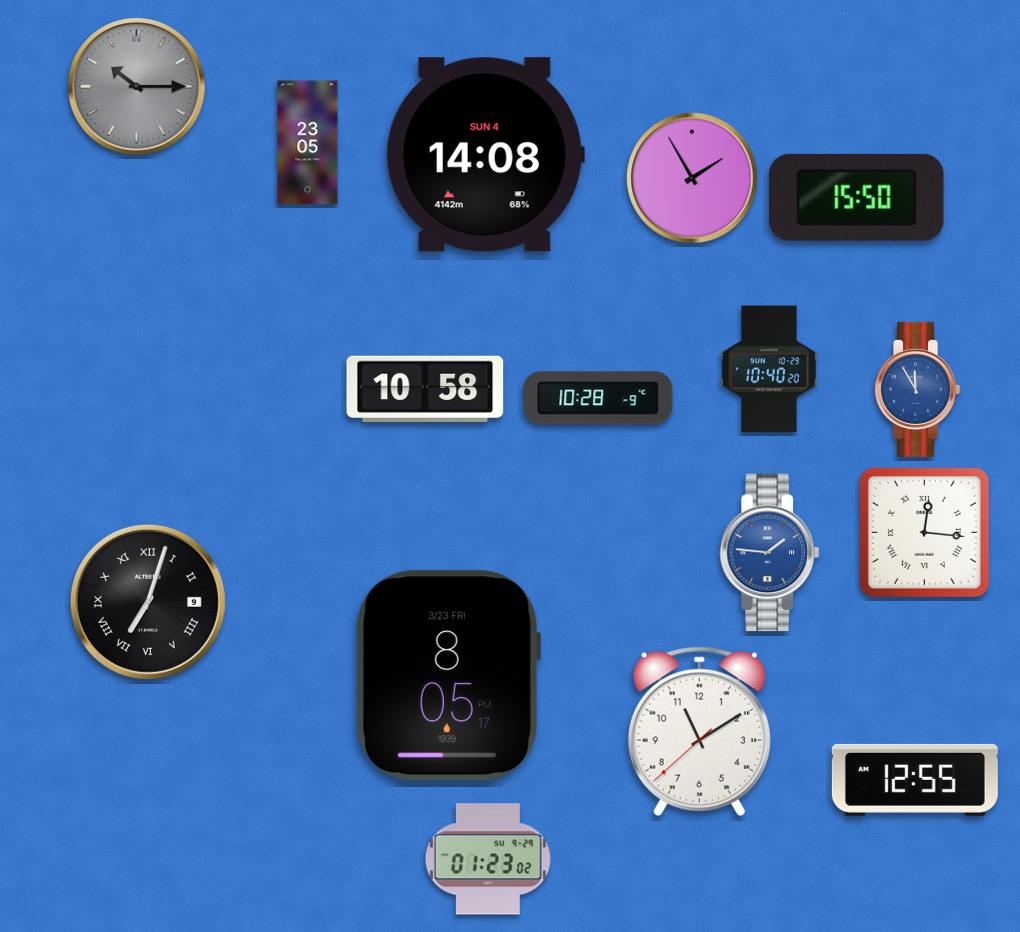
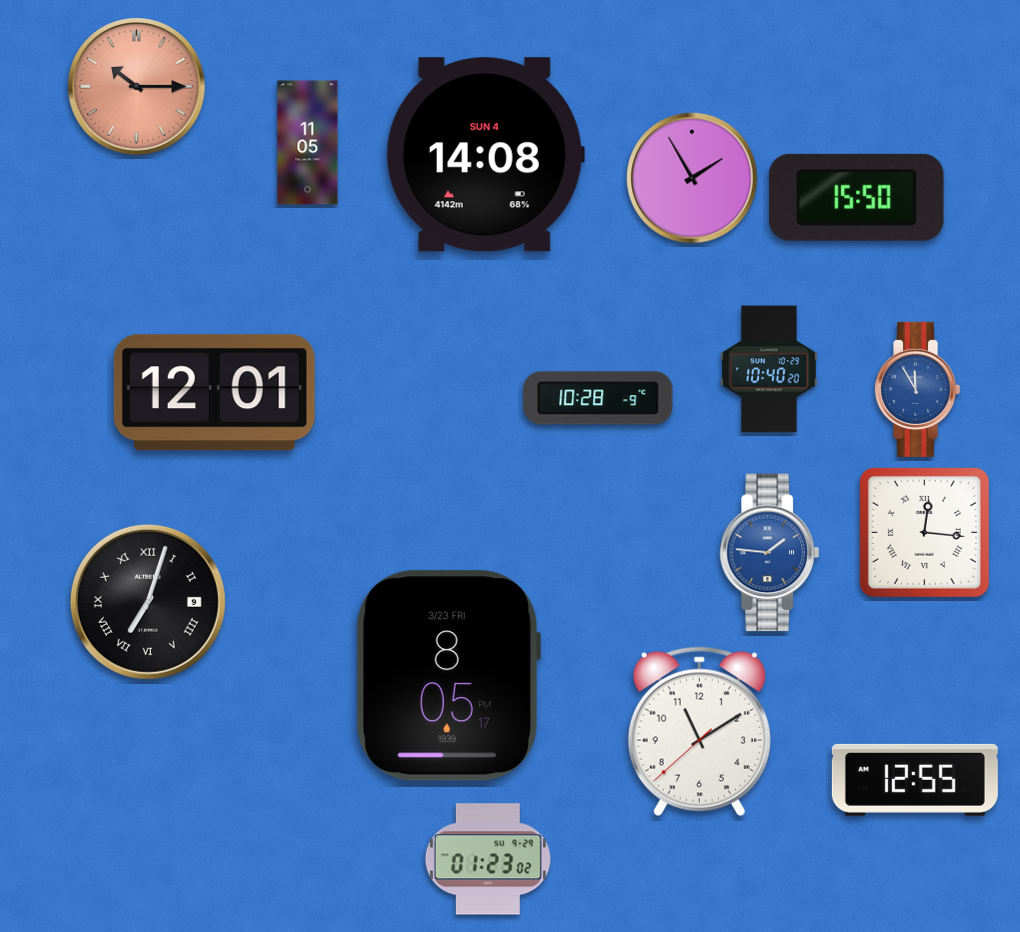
clock at (137, 87) dial: grey -> salmon
clock at (308, 143): 23:05 -> 11:05
clock at (425, 389): 10:58 -> none
clock at (214, 393): none -> 12:01
